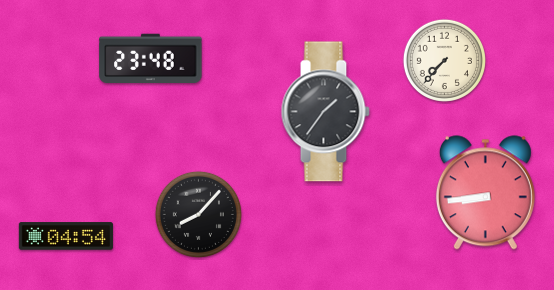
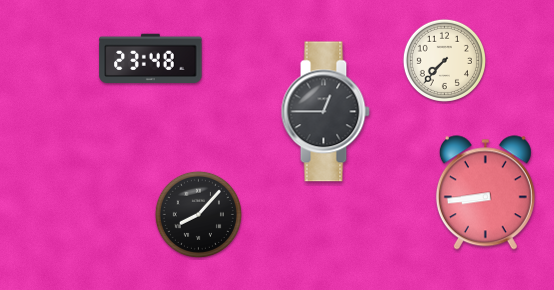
clock at (325, 112): 1:36 -> 12:45
clock at (66, 236): 04:54 -> none
